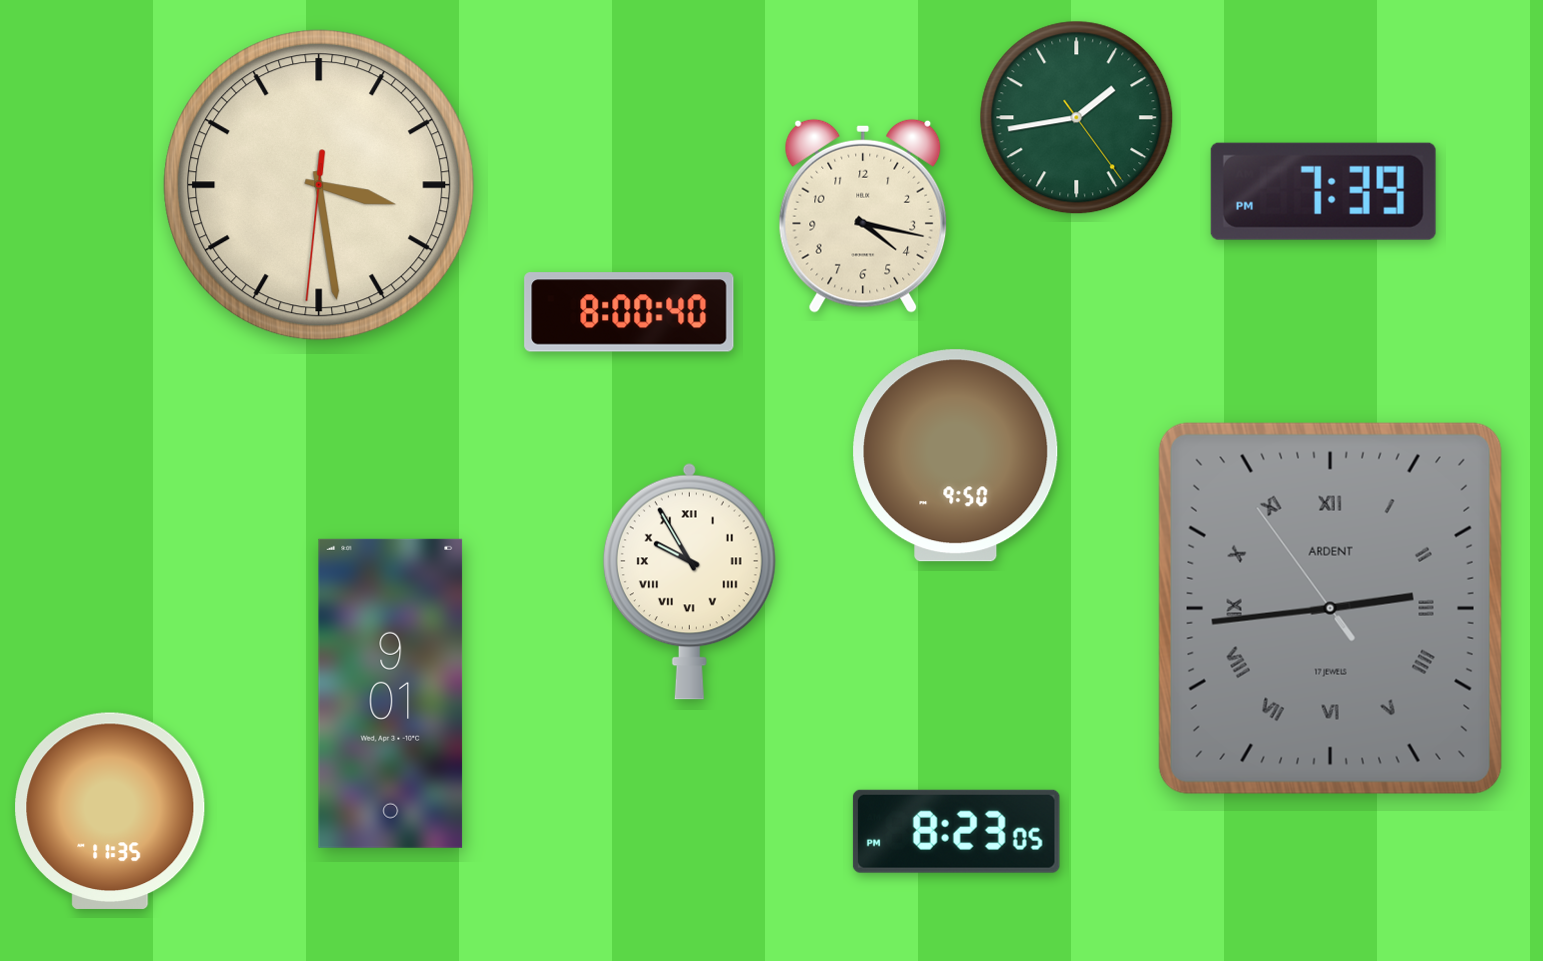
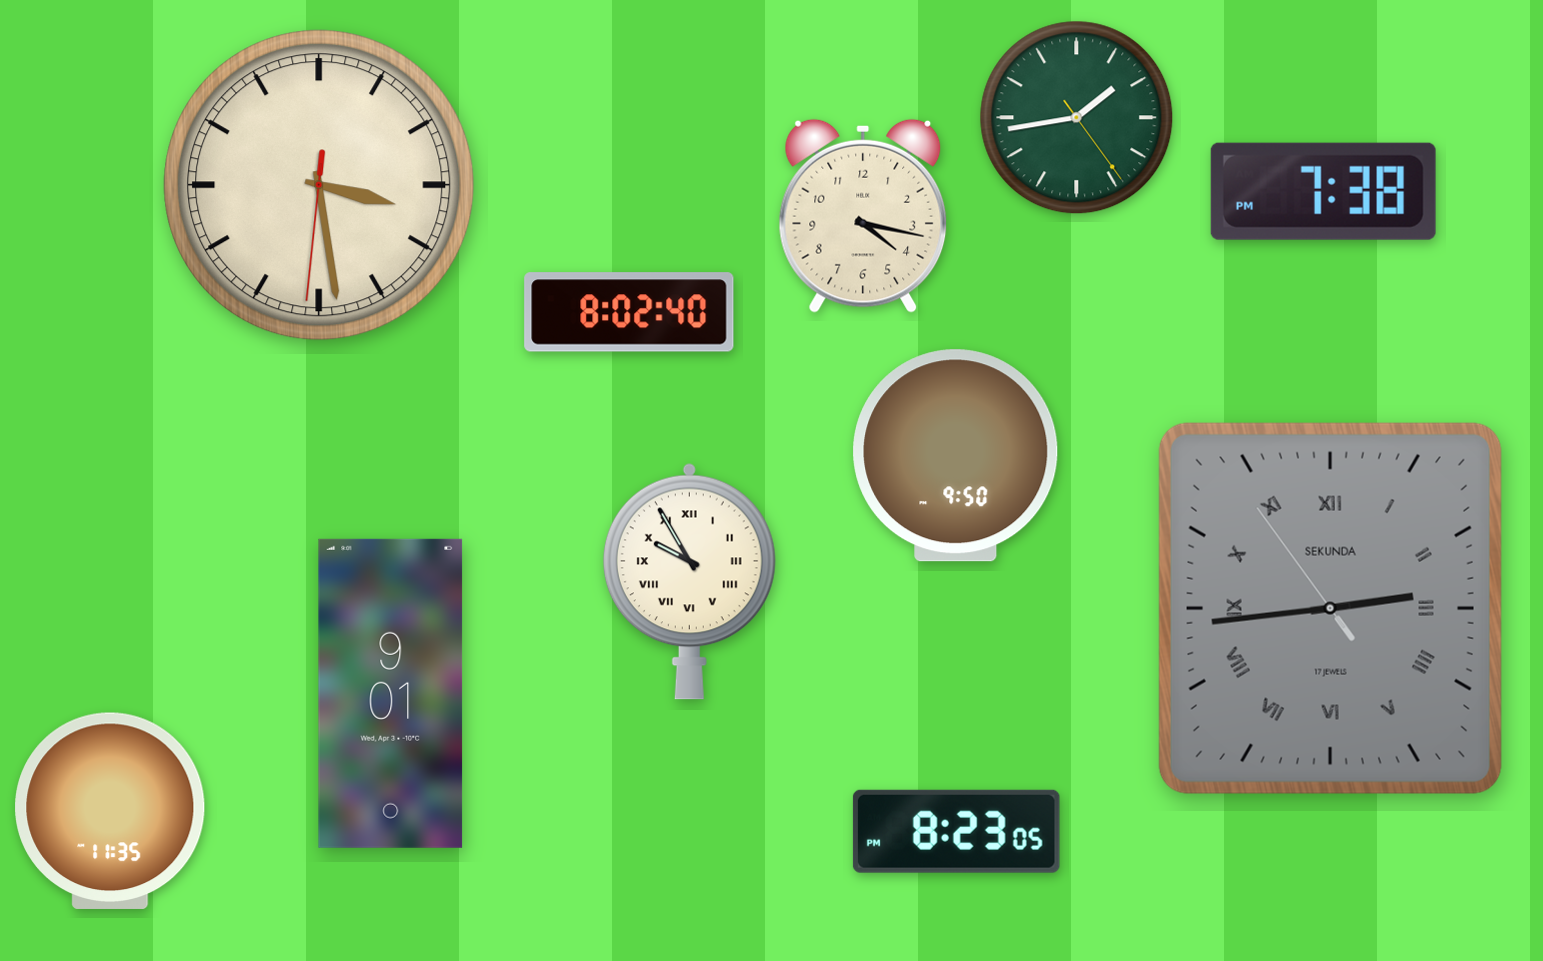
clock at (1323, 191): 7:39 -> 7:38
clock at (629, 312): 8:00 -> 8:02
clock at (1330, 608) brand: ARDENT -> SEKUNDA
